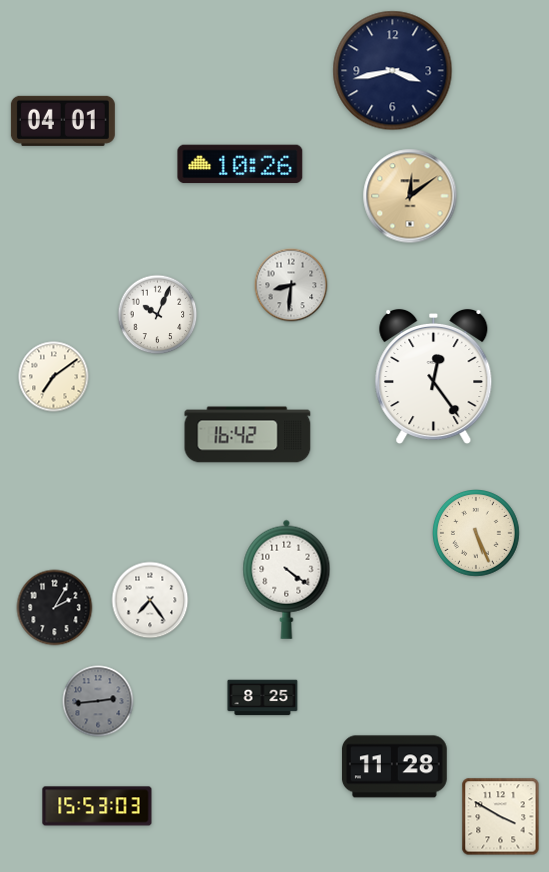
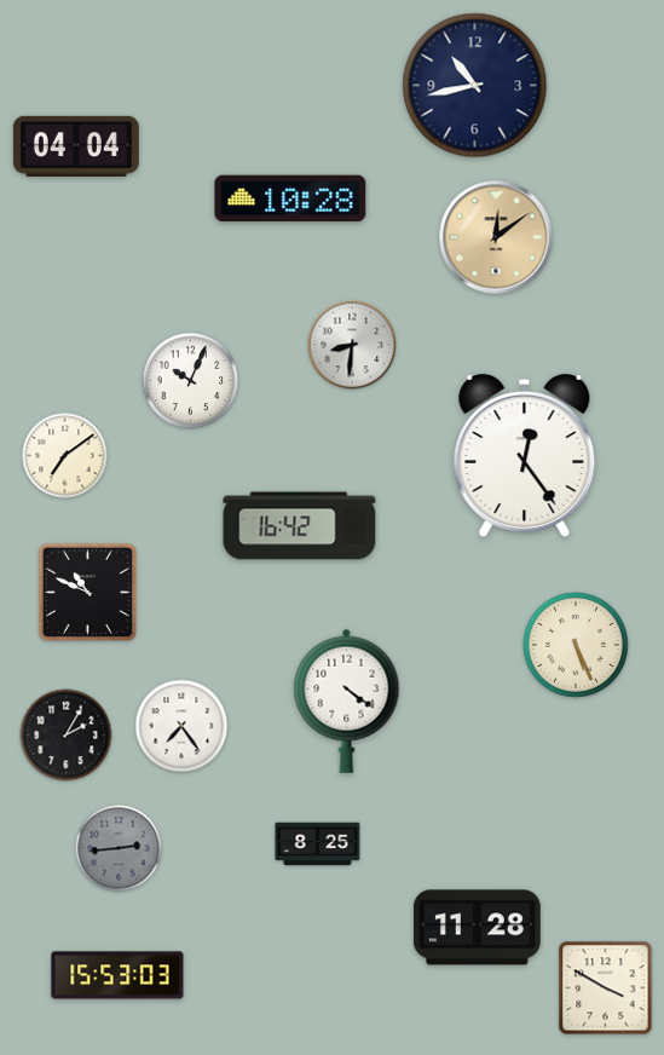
clock at (393, 71): 3:43 -> 10:43
clock at (63, 121): 04:01 -> 04:04
clock at (240, 164): 10:26 -> 10:28
clock at (87, 592): none -> 10:49
